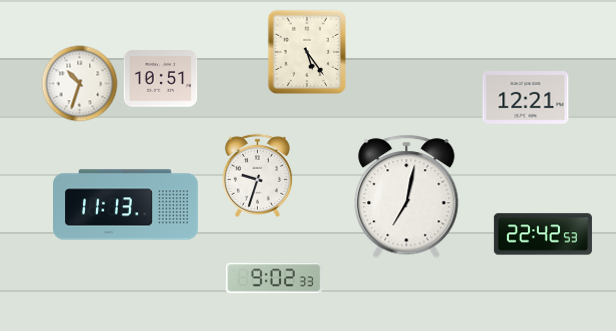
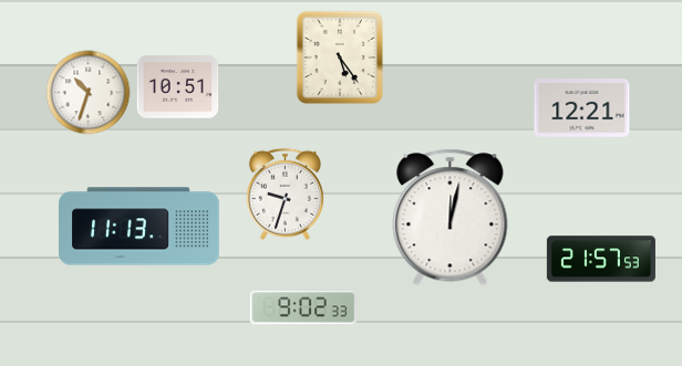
clock at (407, 197): 7:02 -> 12:02
clock at (543, 234): 22:42 -> 21:57
